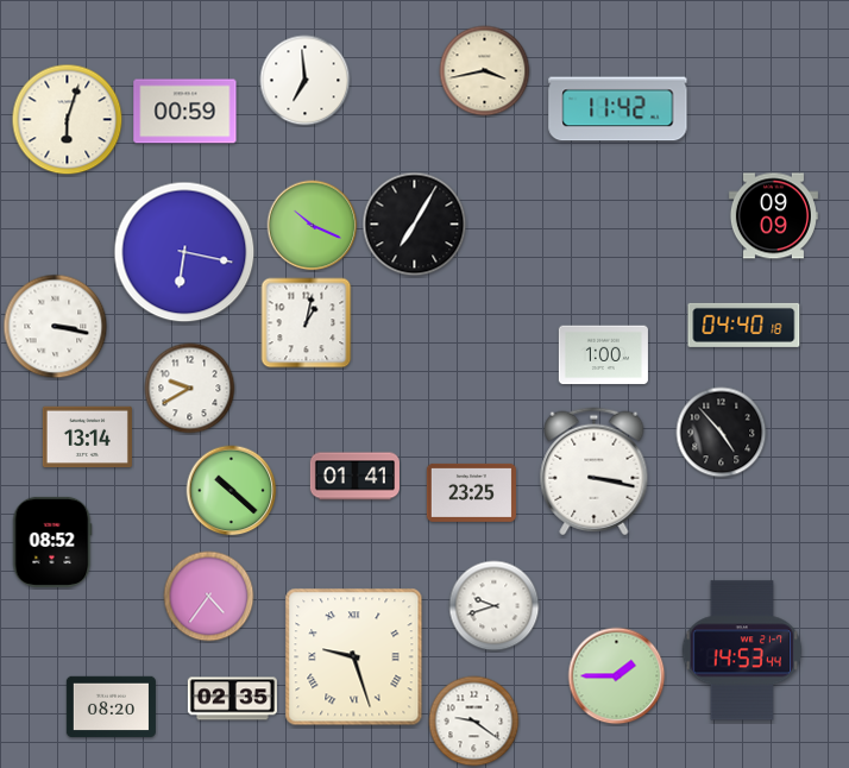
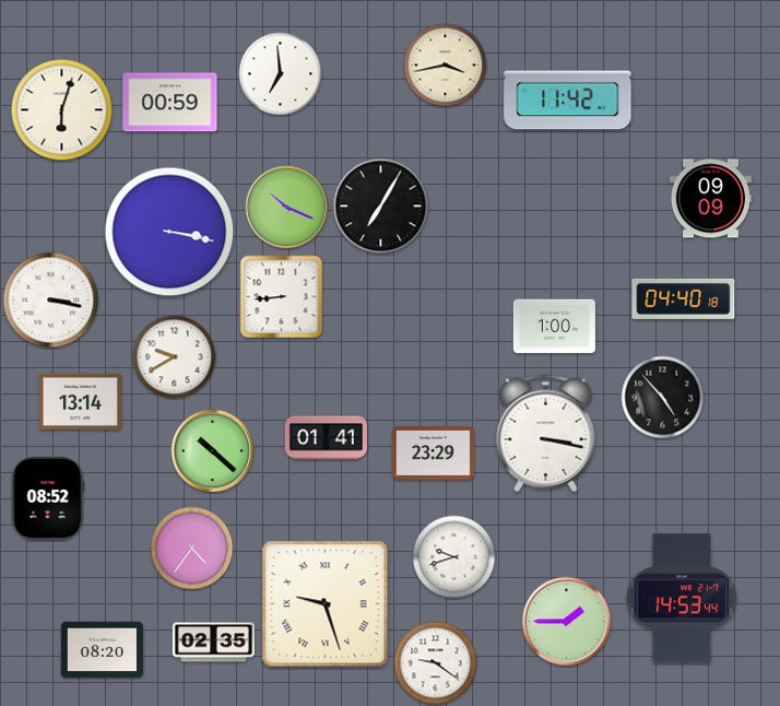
clock at (184, 252): 6:17 -> 3:17
clock at (307, 323): 1:02 -> 8:44
clock at (471, 492): 23:25 -> 23:29
